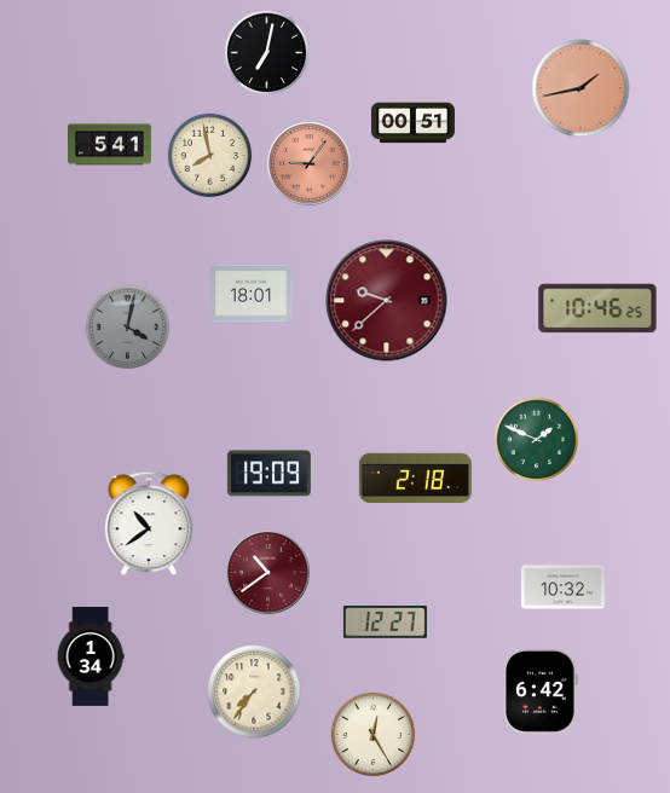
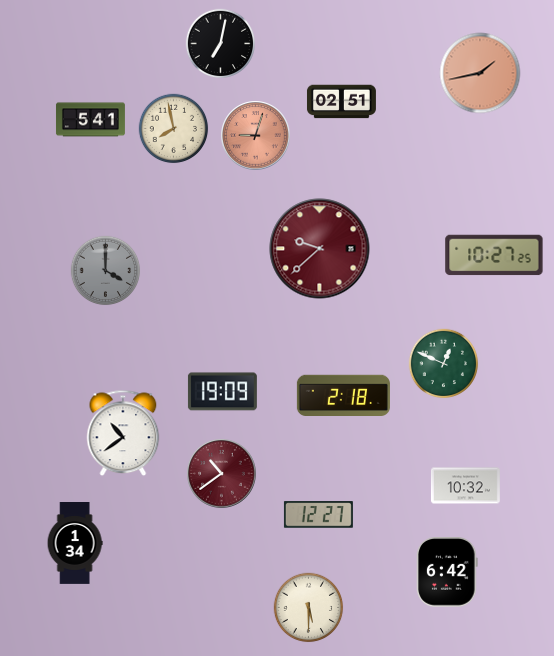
clock at (412, 123): 00:51 -> 02:51
clock at (310, 164): 9:06 -> 9:03
clock at (250, 294): 18:01 -> none
clock at (597, 308): 10:46 -> 10:27
clock at (128, 328): 4:02 -> 4:00
clock at (537, 440): 1:49 -> 12:49
clock at (254, 691): 7:36 -> none
clock at (374, 735): 12:25 -> 5:30
